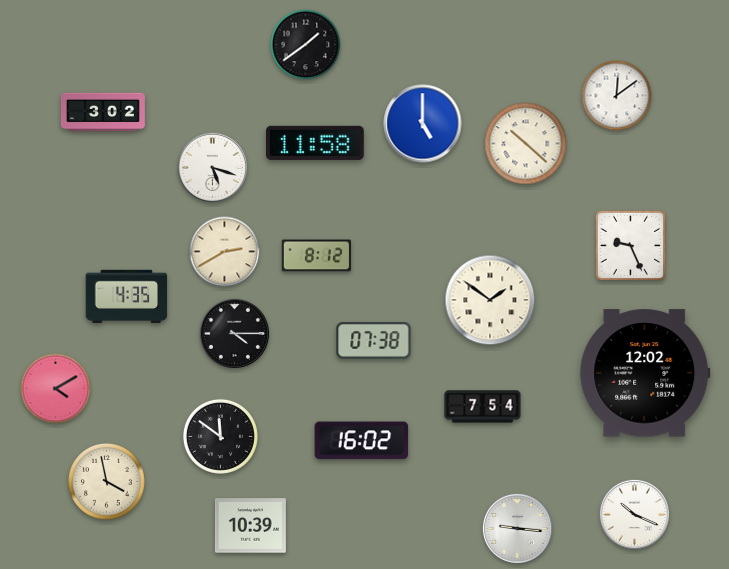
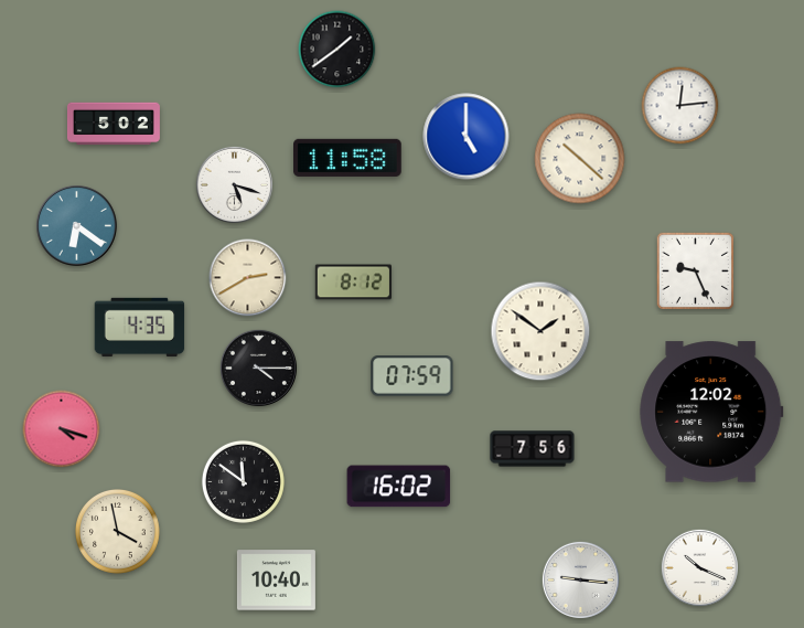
clock at (617, 96): 12:09 -> 12:14
clock at (103, 112): 3:02 -> 5:02
clock at (77, 226): none -> 6:21
clock at (316, 256) position: (316, 256) -> (353, 283)
clock at (374, 341): 07:38 -> 07:59
clock at (56, 389): 4:10 -> 4:18
clock at (483, 407): 7:54 -> 7:56
clock at (250, 526): 10:39 -> 10:40
clock at (517, 528) position: (517, 528) -> (580, 579)
